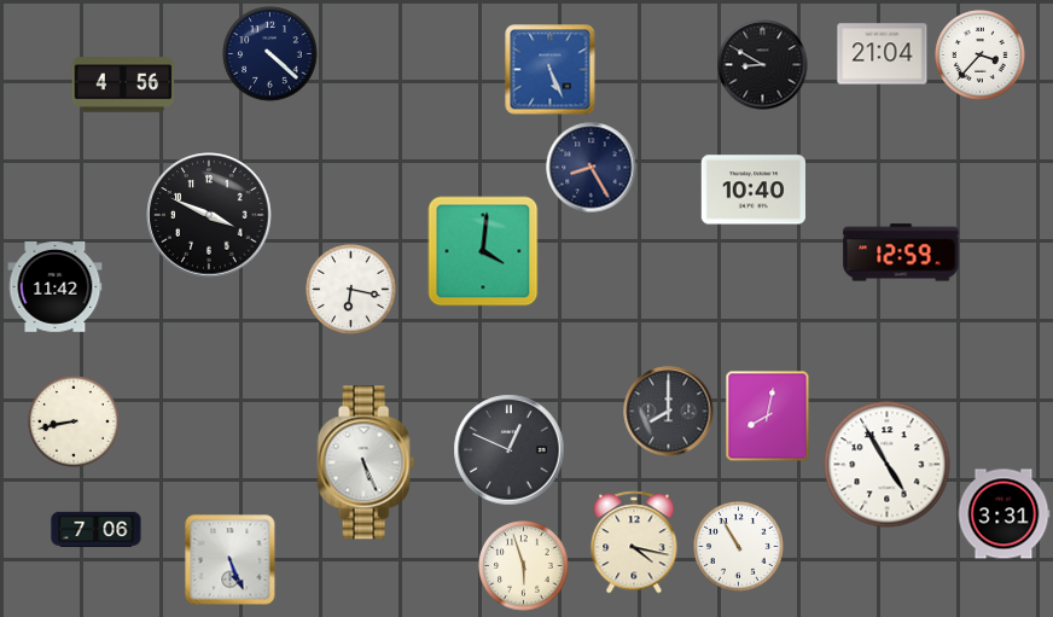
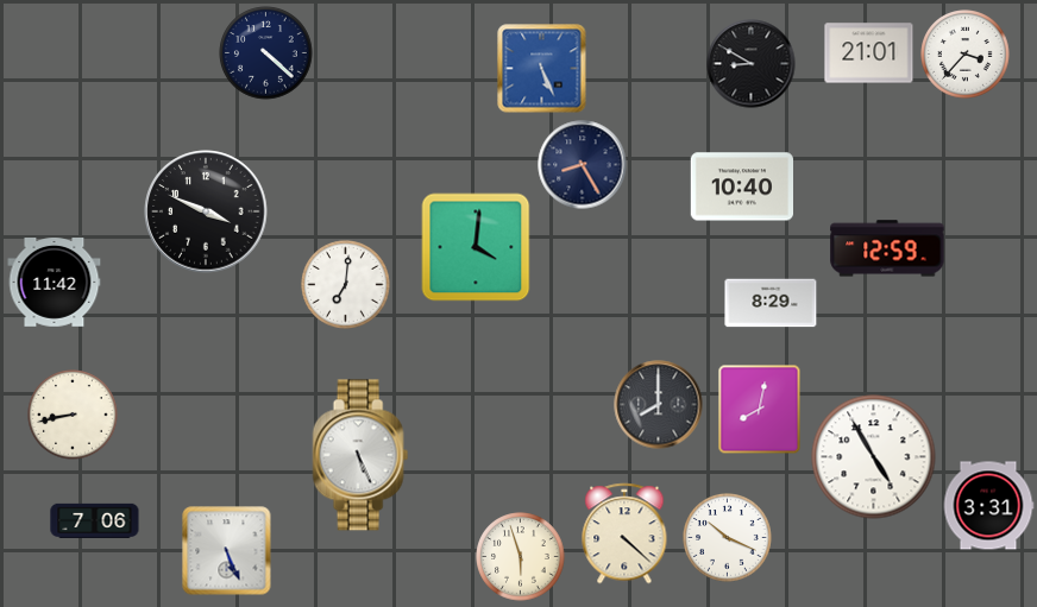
clock at (883, 54): 21:04 -> 21:01
clock at (123, 85): 4:56 -> none
clock at (351, 290): 6:17 -> 7:01
clock at (771, 303): none -> 8:29
clock at (768, 417) position: (768, 417) -> (760, 410)
clock at (510, 450): 12:49 -> none
clock at (634, 542): 4:17 -> 4:22
clock at (739, 547): 10:55 -> 10:19
clock at (524, 566) position: (524, 566) -> (521, 557)
